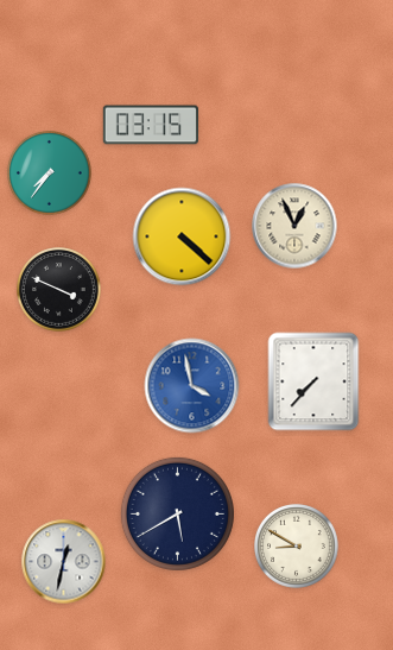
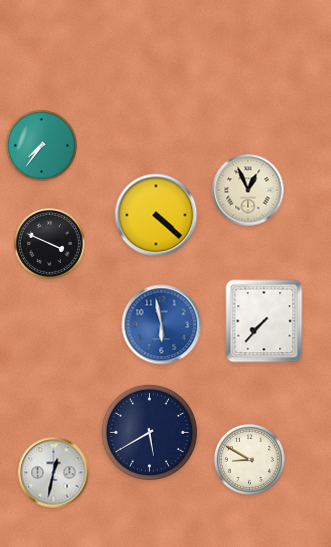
clock at (150, 125): 03:15 -> none
clock at (182, 236) position: (182, 236) -> (156, 215)
clock at (192, 386): 3:58 -> 5:58
